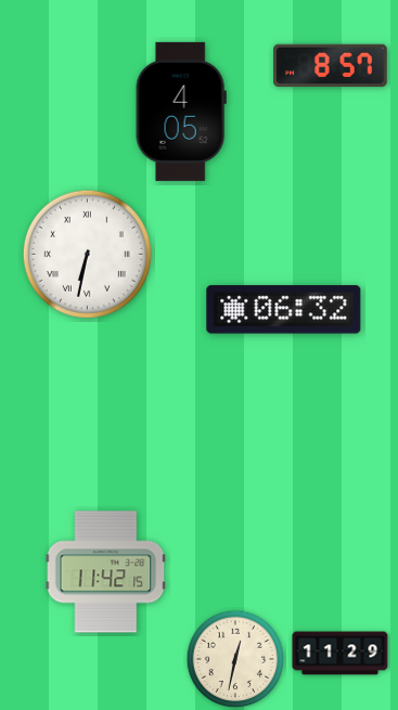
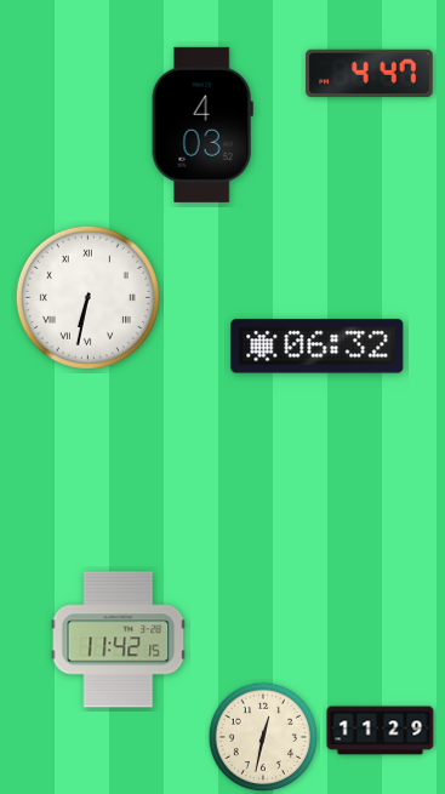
clock at (331, 66): 8:57 -> 4:47
clock at (181, 112): 4:05 -> 4:03
clock at (87, 254) position: (87, 254) -> (87, 297)
